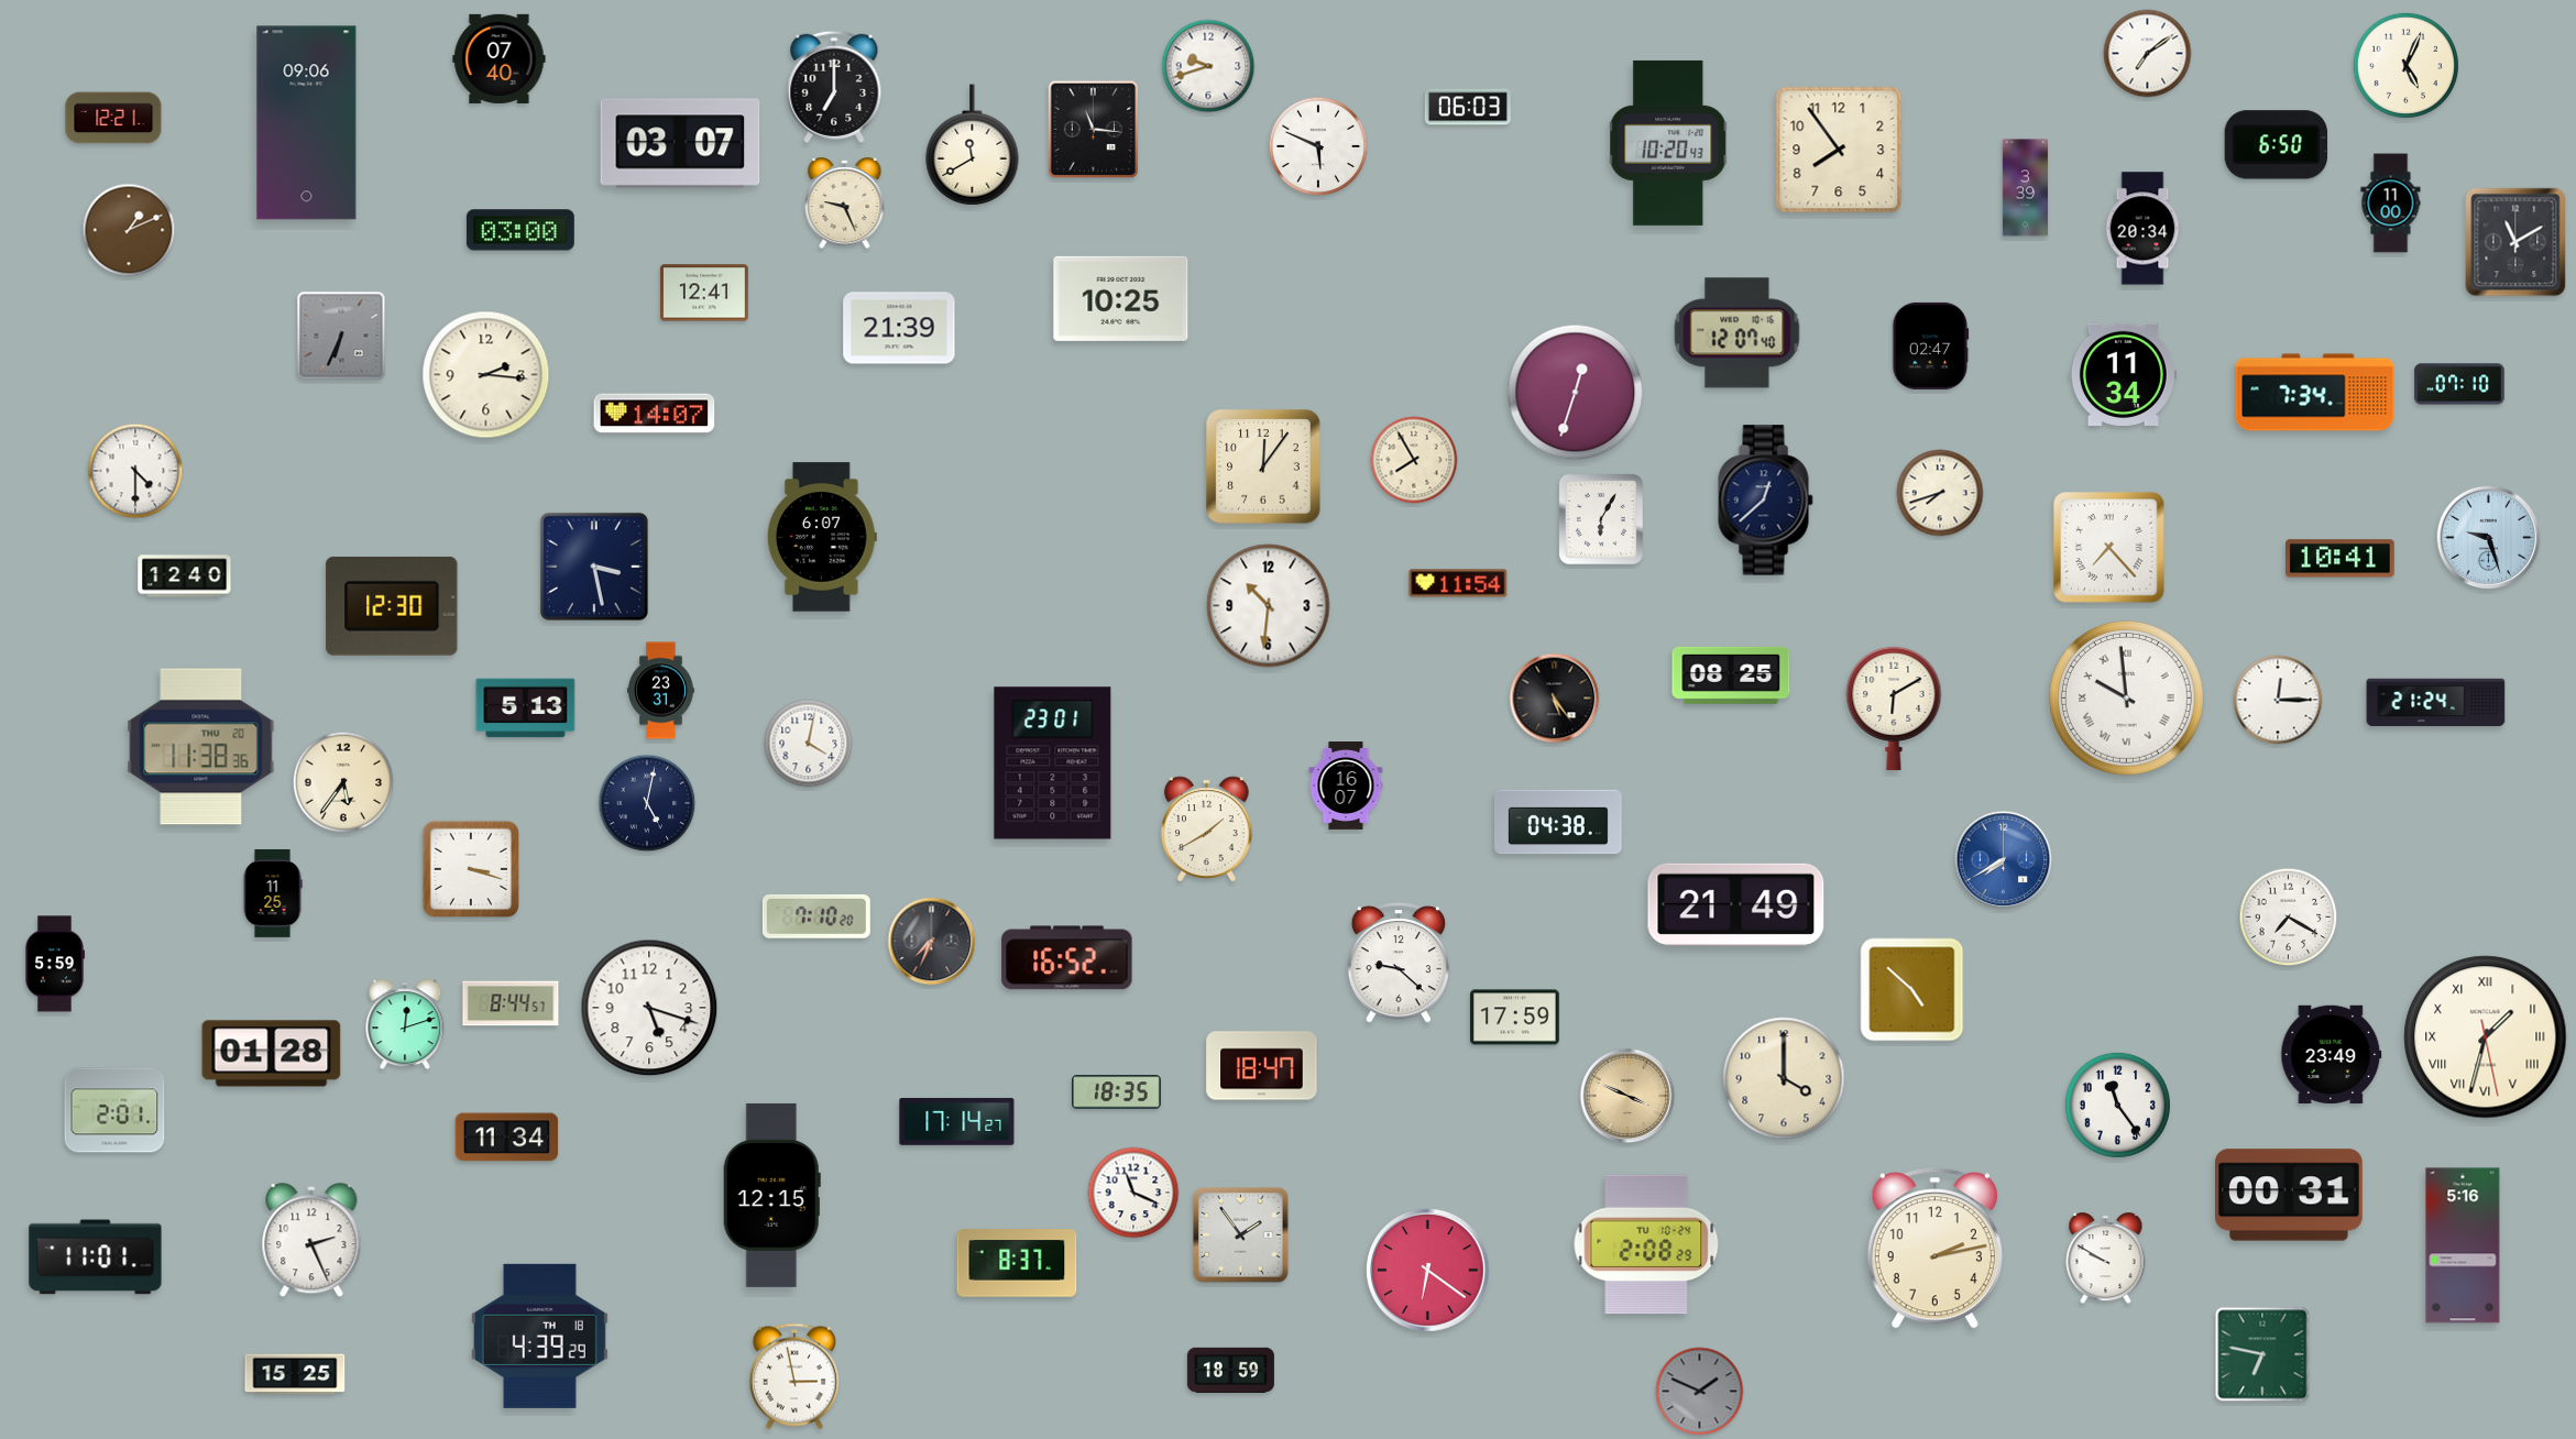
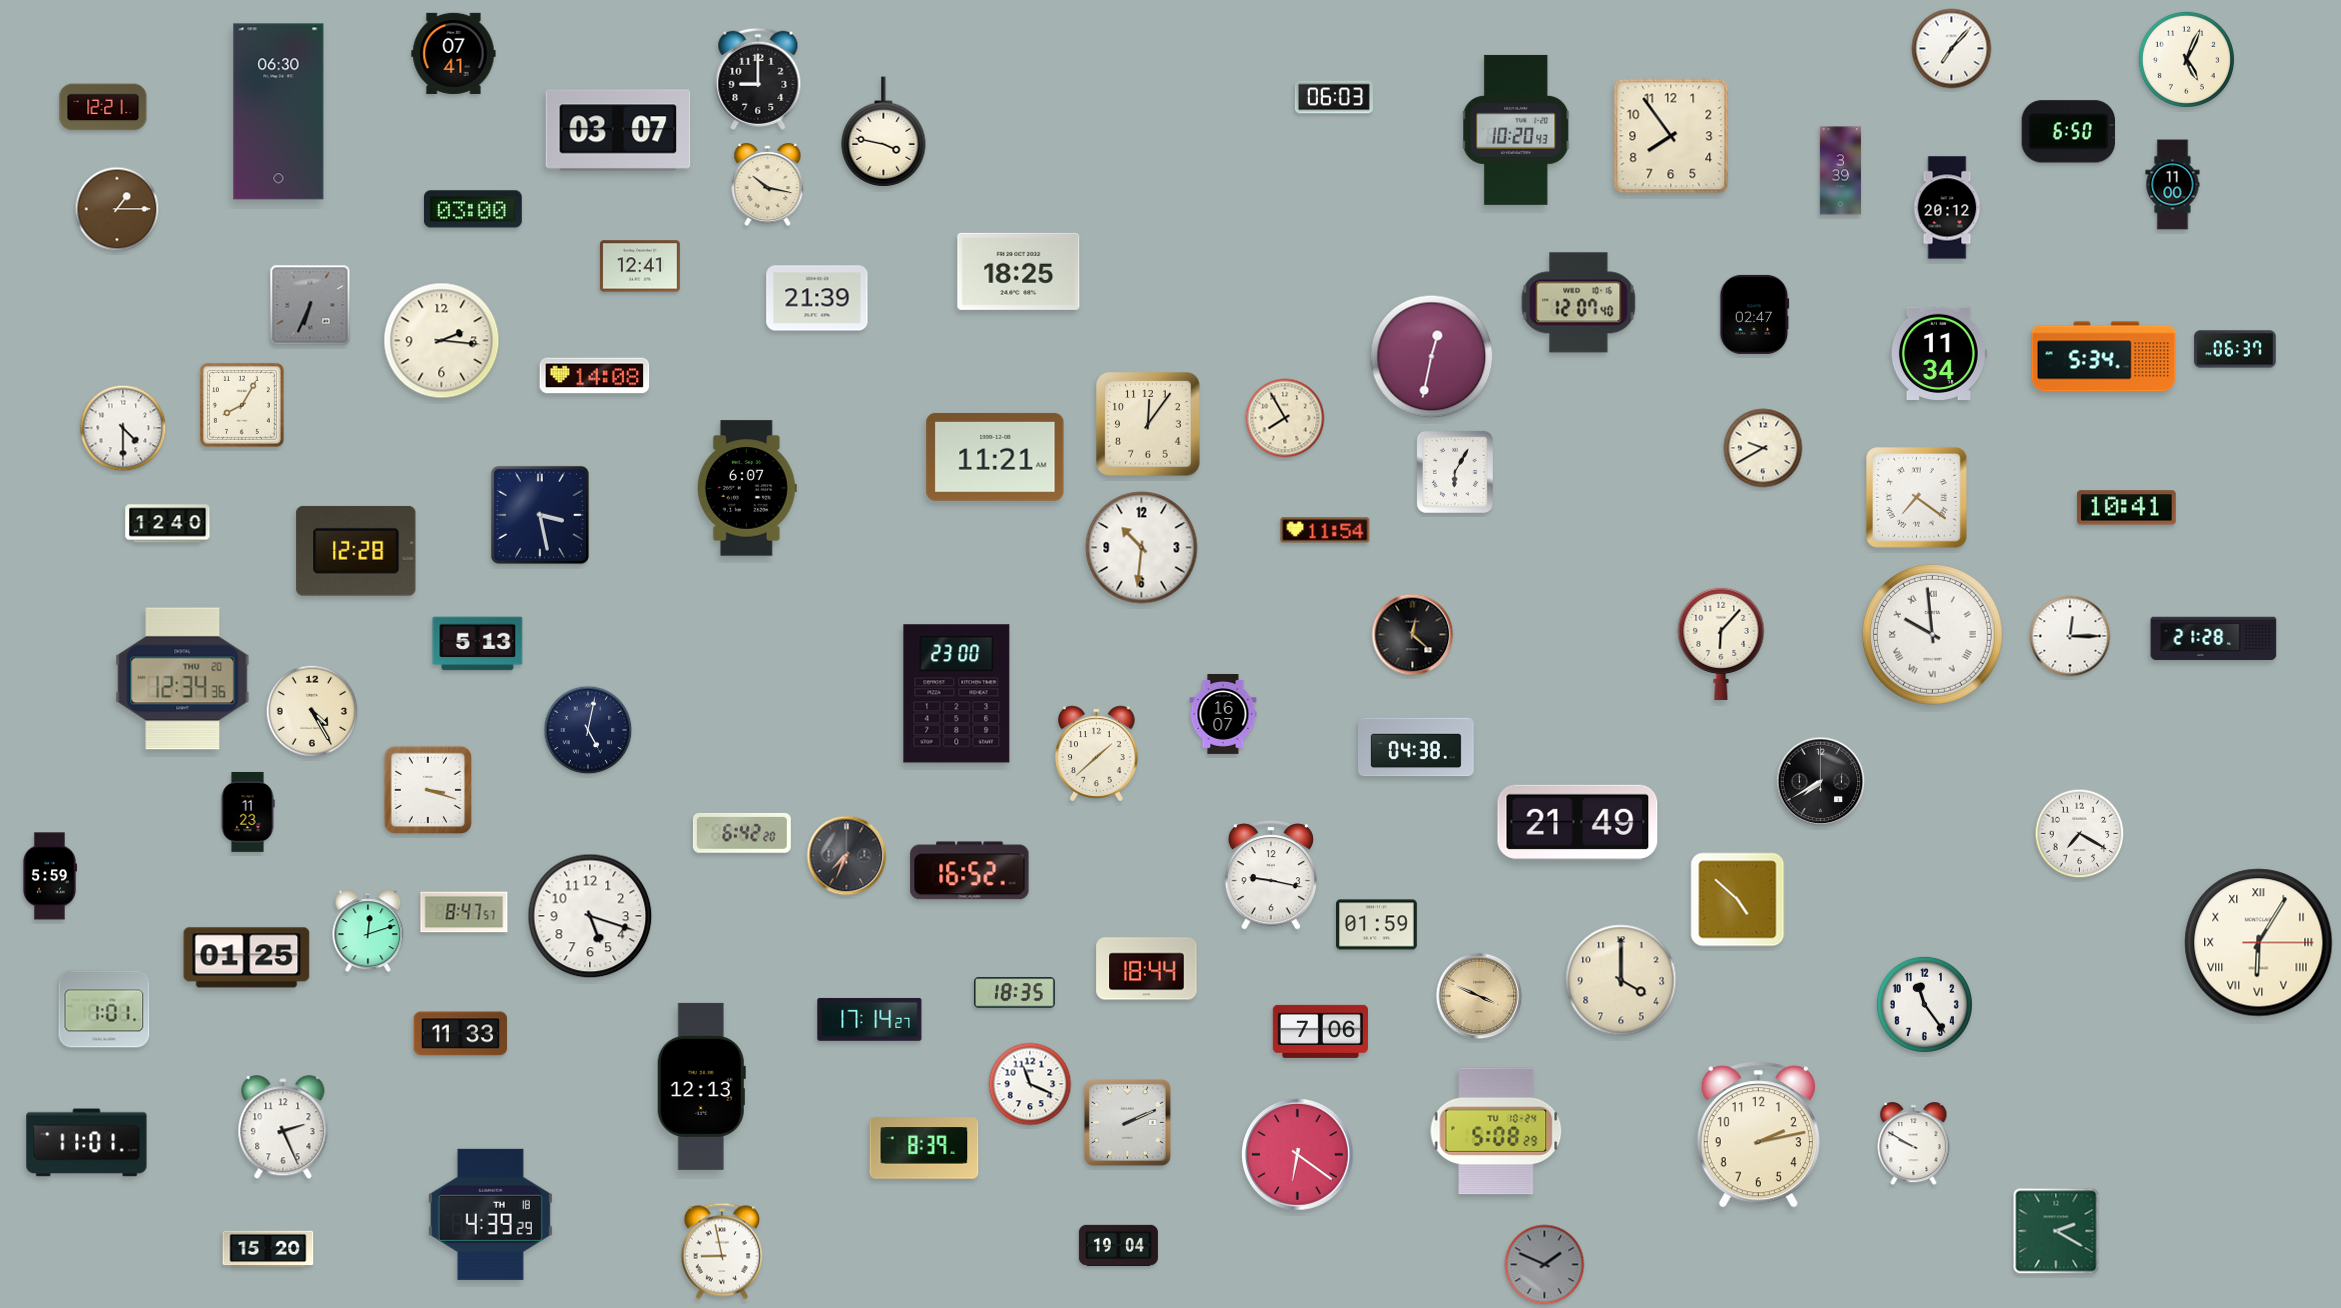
clock at (2148, 54): 7:09 -> 7:07
clock at (500, 58): 07:40 -> 07:41
clock at (1208, 66): 9:42 -> none
clock at (834, 87): 7:00 -> 9:00
clock at (307, 123): 09:06 -> 06:30
clock at (1094, 130): 11:16 -> none
clock at (973, 145): 11:40 -> 3:47
clock at (1318, 146): 5:49 -> none
clock at (845, 204): 9:26 -> 10:17
clock at (2142, 229): 20:34 -> 20:12
clock at (129, 230): 1:11 -> 1:15
clock at (2515, 242): 11:10 -> none
clock at (1121, 298): 10:25 -> 18:25
clock at (2123, 374) position: (2123, 374) -> (1938, 353)
clock at (2459, 384): 07:10 -> 06:37
clock at (1576, 393): 12:33 -> 12:32
clock at (2315, 393): 7:34 -> 5:34
clock at (655, 414): 14:07 -> 14:08
clock at (242, 405): none -> 8:05
clock at (1940, 493): 7:42 -> 9:40
clock at (1766, 501): 12:38 -> none
clock at (995, 457): none -> 11:21
clock at (2489, 538): 9:27 -> none
clock at (2109, 548): 7:23 -> 7:21
clock at (392, 606): 12:30 -> 12:28
clock at (1269, 606) position: (1269, 606) -> (1142, 548)
clock at (1731, 675): 08:25 -> none
clock at (661, 691): 23:31 -> none
clock at (1555, 699): 5:24 -> 12:22
clock at (2436, 703): 21:24 -> 21:28
clock at (1894, 707): 6:10 -> 6:07
clock at (809, 744): 4:02 -> none
clock at (201, 747): 11:38 -> 12:34
clock at (1053, 764): 23:01 -> 23:00
clock at (343, 782): 5:36 -> 4:25
clock at (1207, 830): 1:40 -> 1:38
clock at (2004, 860) dial: blue -> black
clock at (273, 893): 11:25 -> 11:23
clock at (816, 916): 7:10 -> 6:42
clock at (1399, 963): 9:22 -> 9:17
clock at (511, 1003): 8:44 -> 8:47
clock at (1515, 1018): 17:59 -> 01:59
clock at (2486, 1037): 1:32 -> 6:05
clock at (272, 1054): 01:28 -> 01:25
clock at (2332, 1054): 23:49 -> none
clock at (1262, 1066): 18:47 -> 18:44
clock at (114, 1110): 2:01 -> 1:01
clock at (1320, 1031): none -> 7:06
clock at (507, 1138): 11:34 -> 11:33
clock at (771, 1195): 12:15 -> 12:13
clock at (2290, 1195): 00:31 -> none
clock at (1241, 1235): 1:54 -> 2:11
clock at (1646, 1244): 2:08 -> 5:08
clock at (2463, 1245): 5:16 -> none
clock at (1017, 1263): 8:37 -> 8:39
clock at (2262, 1354): 6:47 -> 2:20
clock at (1230, 1370): 18:59 -> 19:04
clock at (295, 1374): 15:25 -> 15:20
clock at (793, 1376): 2:58 -> 8:58
